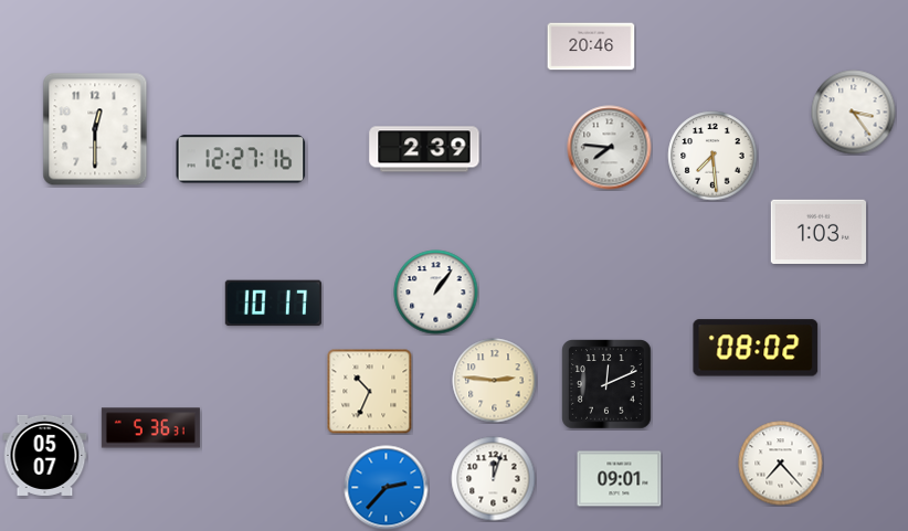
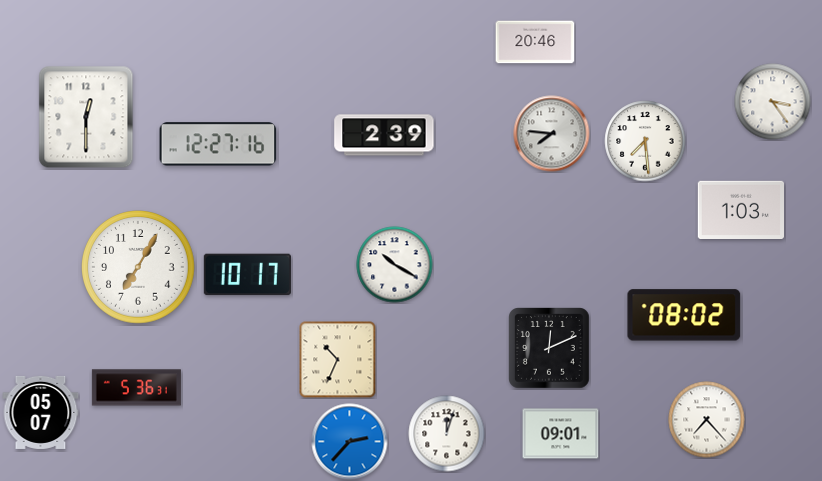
clock at (436, 293): 1:06 -> 10:20
clock at (138, 267): none -> 7:05
clock at (495, 381): 2:46 -> none
clock at (370, 392) position: (370, 392) -> (338, 360)
